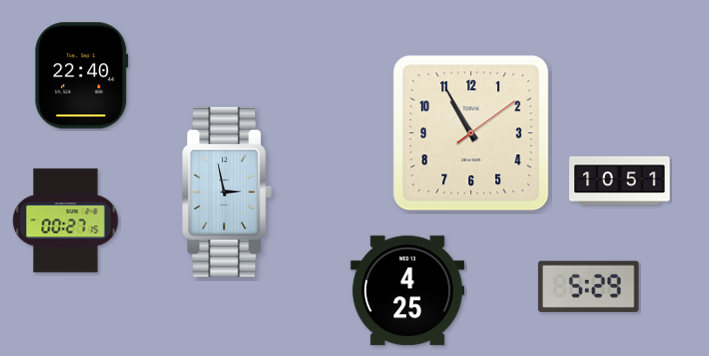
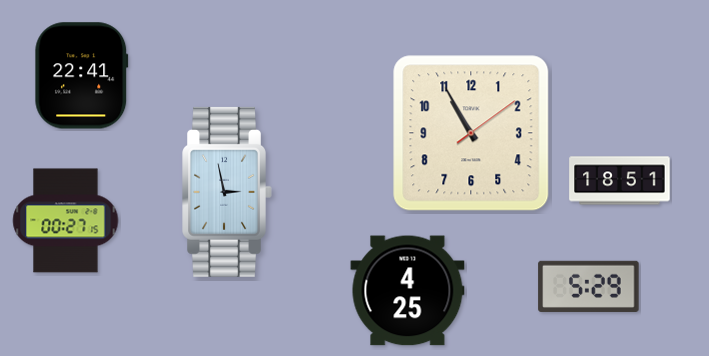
clock at (82, 76): 22:40 -> 22:41
clock at (620, 181): 10:51 -> 18:51
